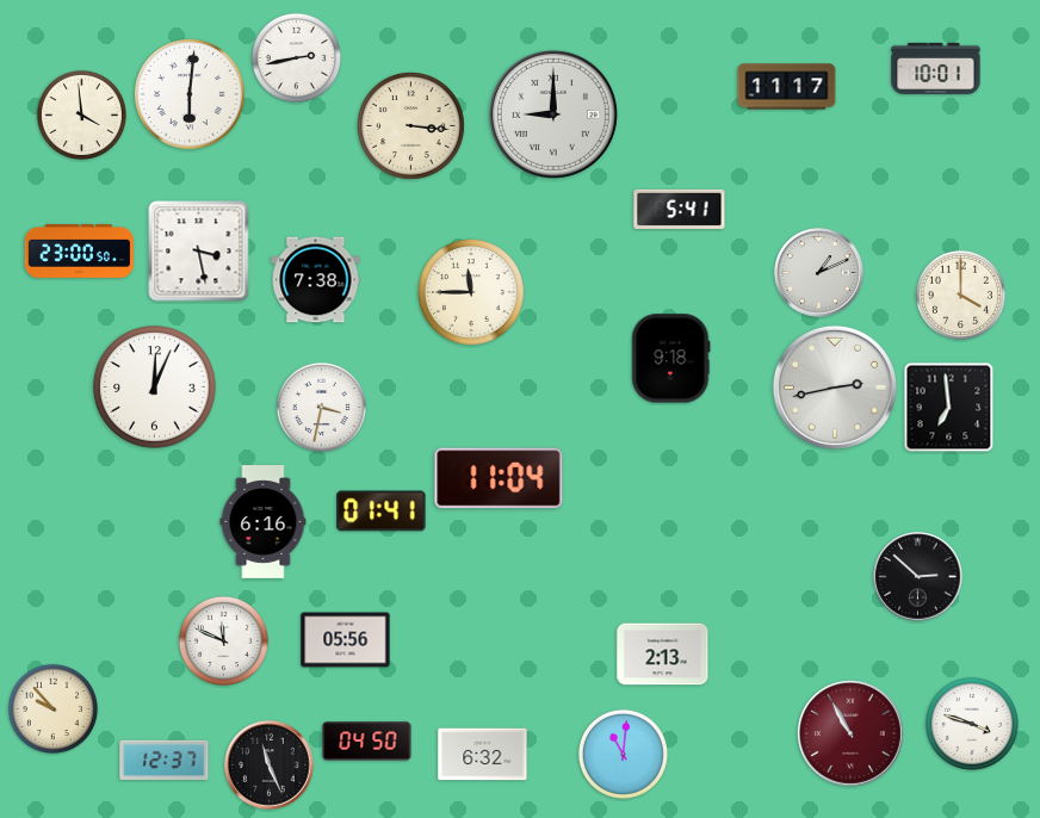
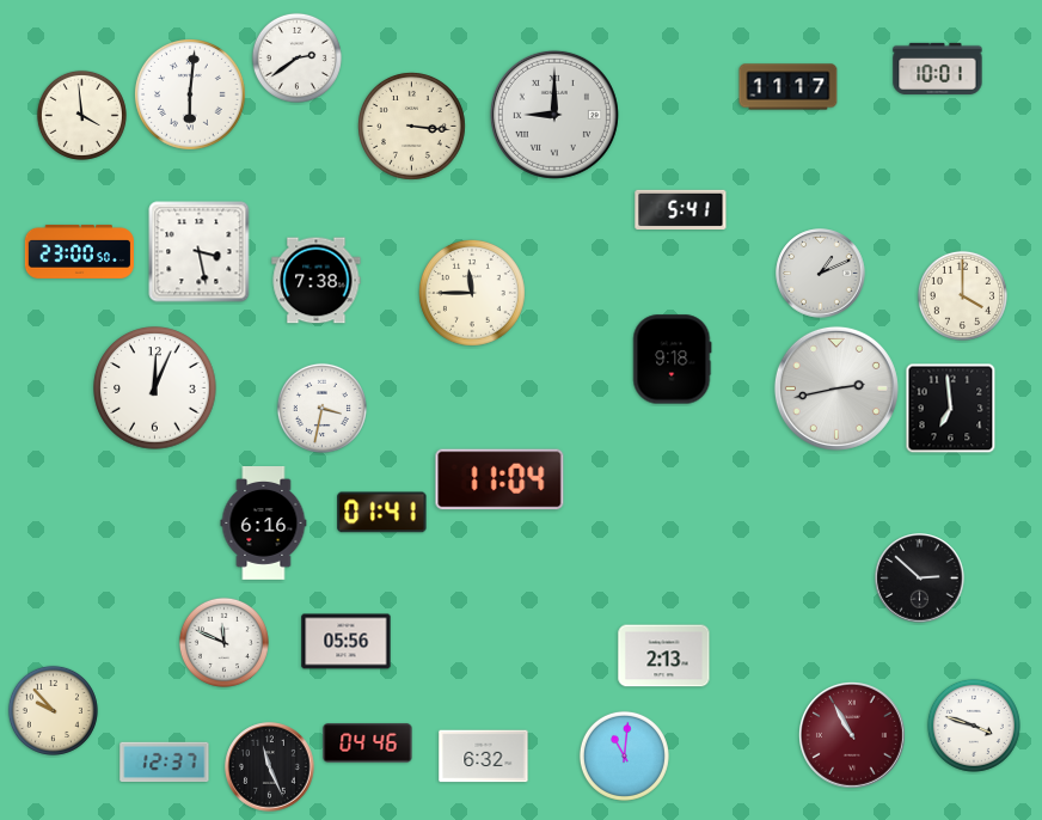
clock at (296, 57): 2:43 -> 2:39
clock at (367, 742): 04:50 -> 04:46
